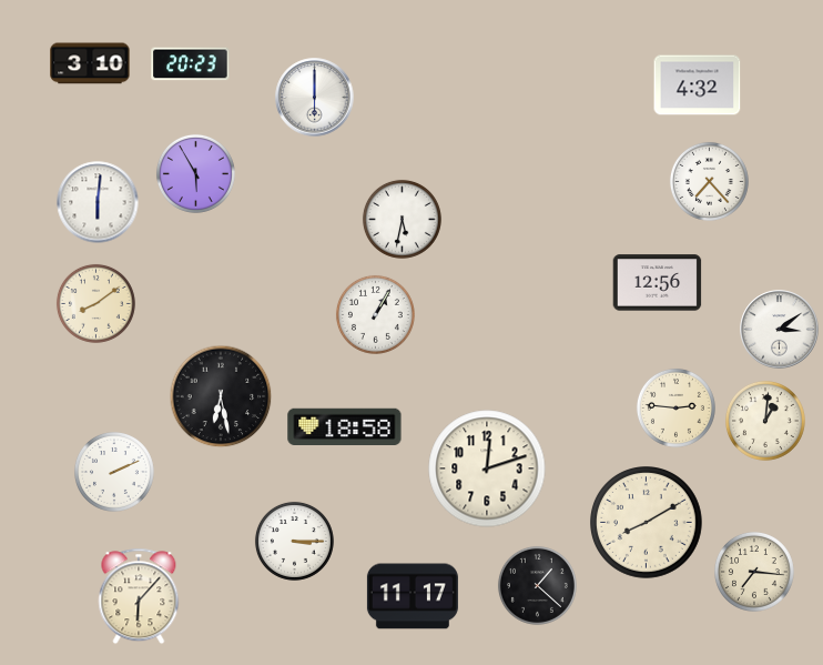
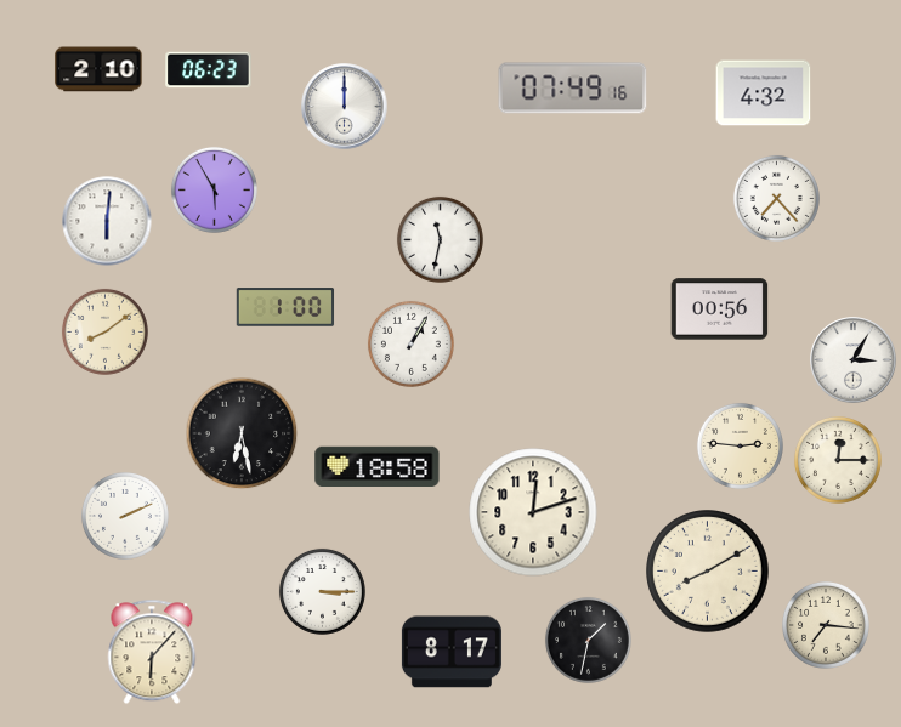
clock at (90, 63): 3:10 -> 2:10
clock at (191, 64): 20:23 -> 06:23
clock at (573, 89): none -> 07:49
clock at (315, 98): 6:00 -> 12:00
clock at (402, 219): 5:32 -> 11:32
clock at (285, 307): none -> 1:00
clock at (658, 283): 12:56 -> 00:56
clock at (780, 330): 3:09 -> 3:05
clock at (765, 421): 1:01 -> 12:15
clock at (537, 585): 1:22 -> 1:32
clock at (413, 596): 11:17 -> 8:17
